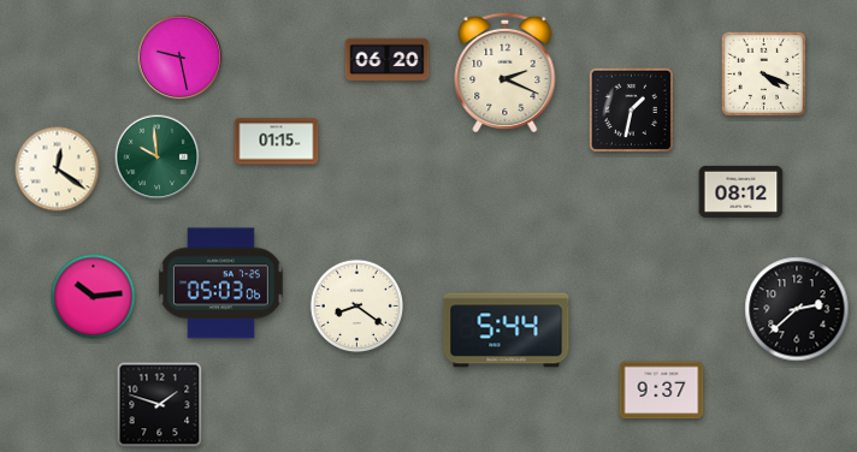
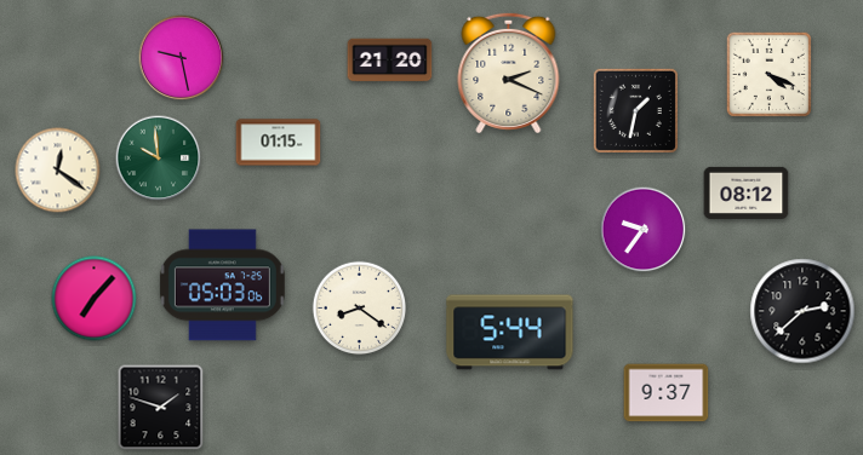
clock at (388, 60): 06:20 -> 21:20
clock at (644, 230): none -> 9:36
clock at (94, 297): 10:14 -> 7:07
